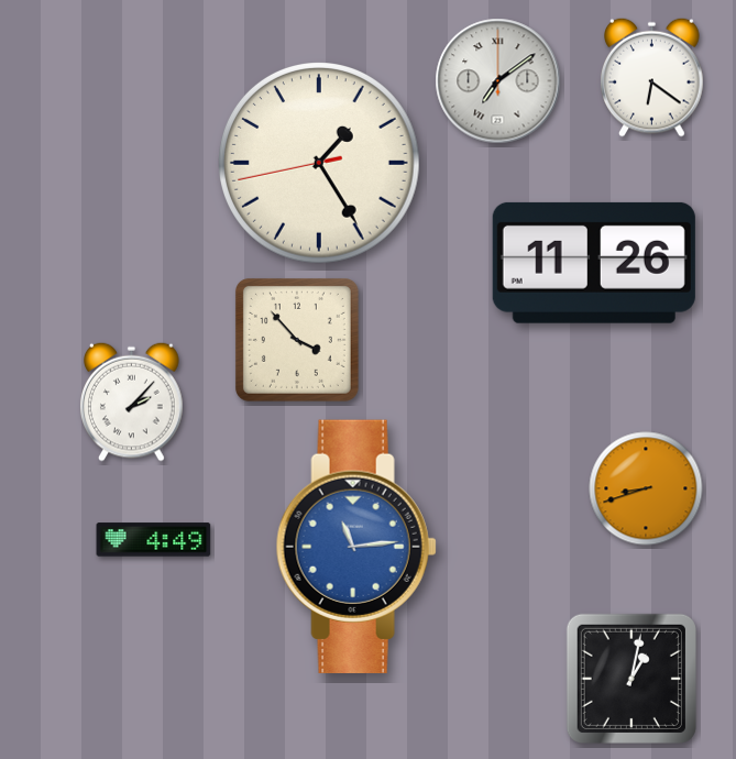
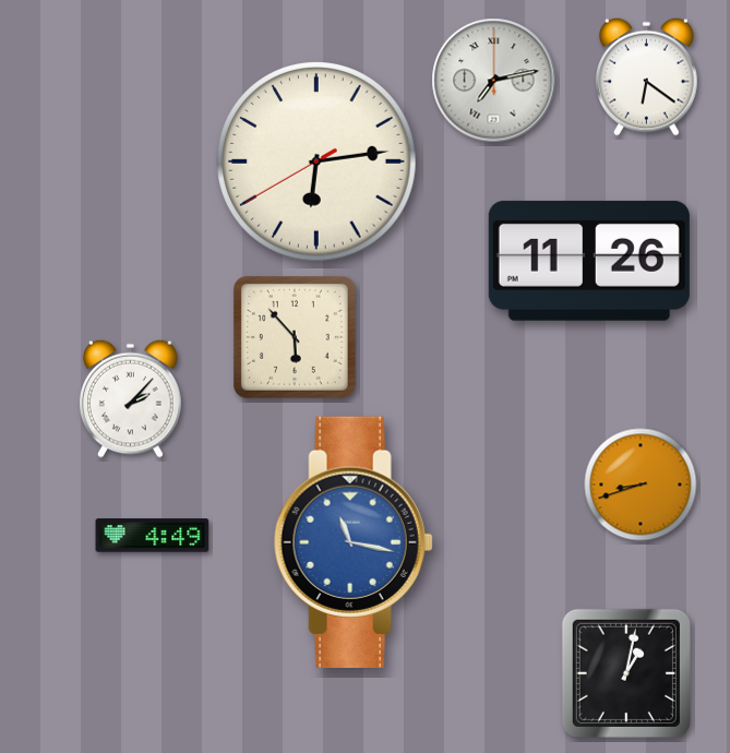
clock at (498, 81): 7:09 -> 7:13
clock at (320, 164): 1:24 -> 6:13
clock at (297, 340): 3:53 -> 5:53
clock at (356, 547): 11:14 -> 11:17
